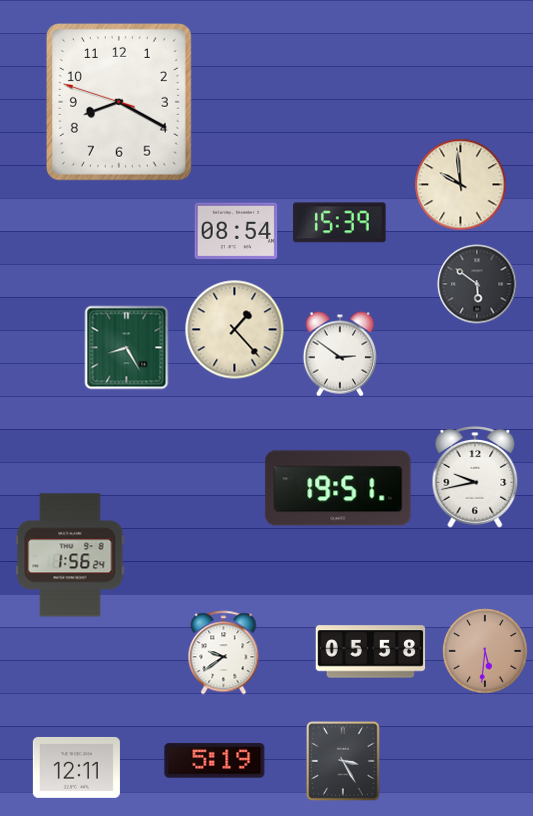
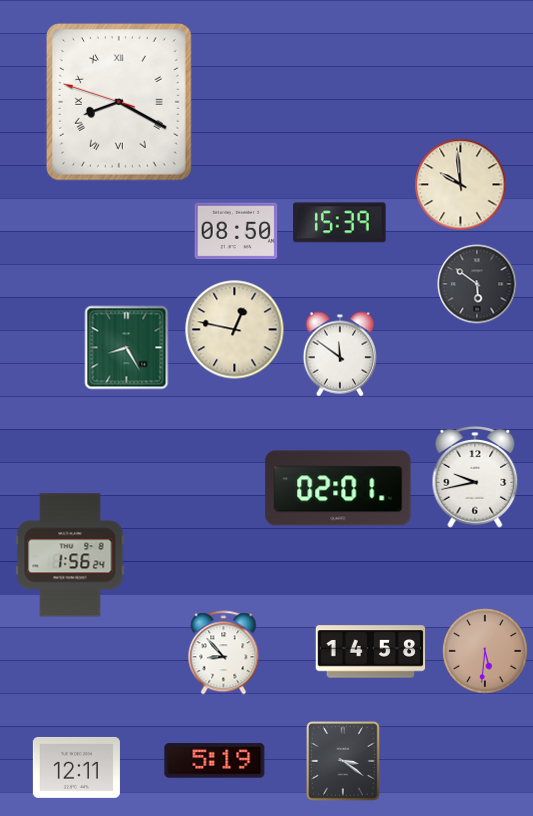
clock at (119, 103) numerals: Arabic -> Roman
clock at (236, 231): 08:54 -> 08:50
clock at (235, 330): 1:23 -> 12:47
clock at (339, 354): 2:51 -> 11:51
clock at (338, 488): 19:51 -> 02:01
clock at (371, 652): 05:58 -> 14:58
clock at (224, 653): 9:39 -> 8:53
clock at (344, 762): 3:25 -> 3:21
